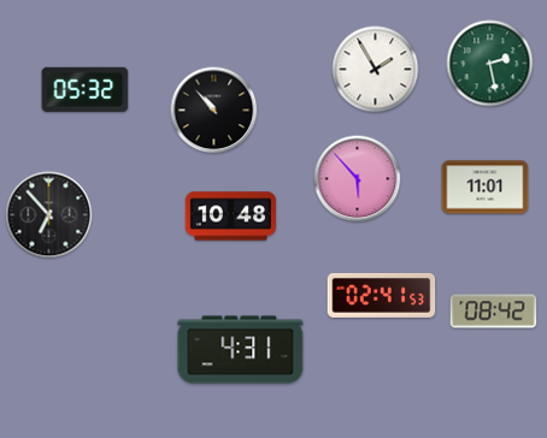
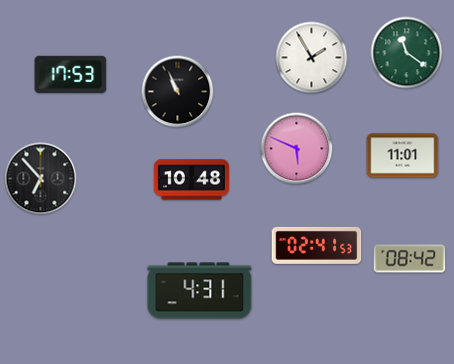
clock at (490, 64): 2:28 -> 11:21
clock at (86, 89): 05:32 -> 17:53
clock at (214, 111): 10:53 -> 10:56
clock at (358, 179): 5:53 -> 5:49
